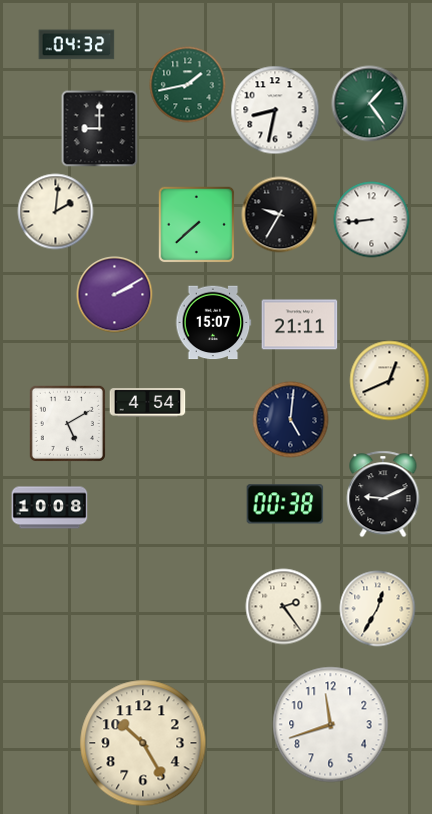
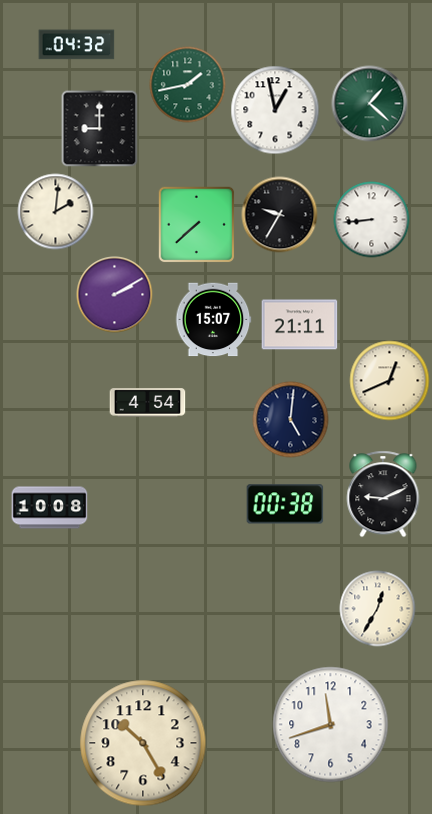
clock at (370, 104): 1:24 -> 1:22
clock at (275, 110): 8:32 -> 12:58
clock at (213, 323) position: (213, 323) -> (213, 320)
clock at (67, 423): 5:10 -> none
clock at (284, 607): 2:24 -> none
